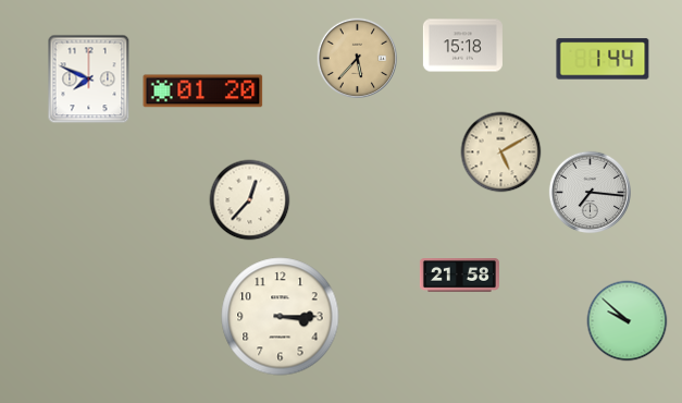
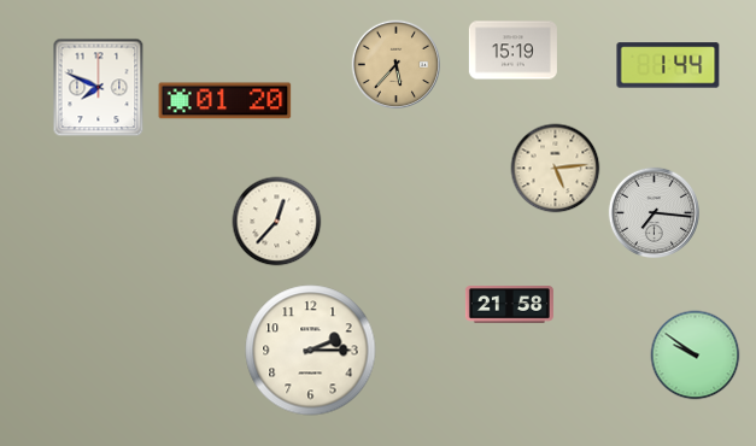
clock at (462, 46): 15:18 -> 15:19
clock at (501, 152): 5:10 -> 5:14
clock at (281, 317): 3:15 -> 2:15
clock at (628, 321): 9:52 -> 9:51
